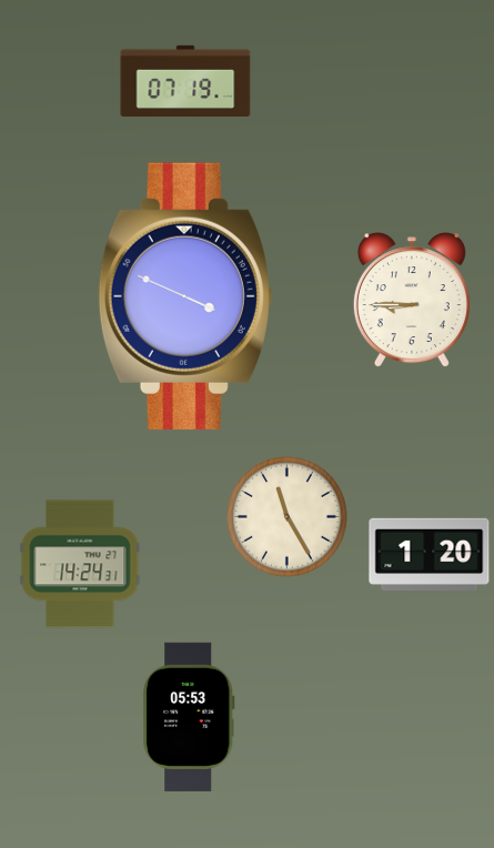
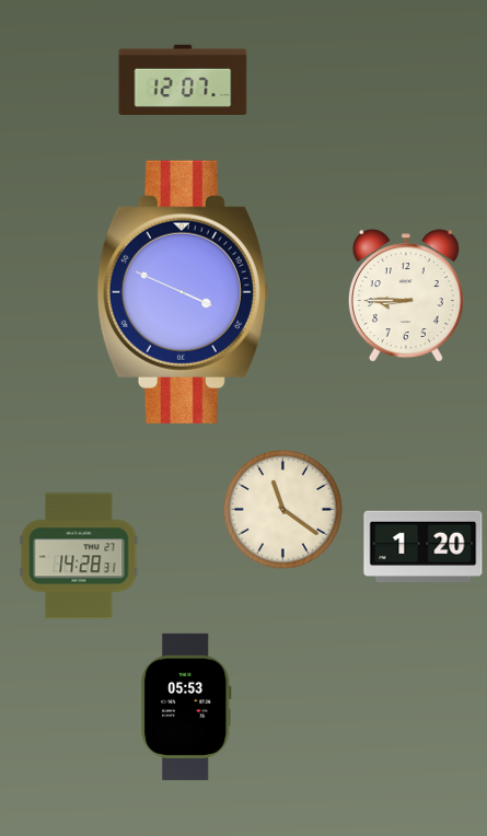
clock at (185, 80): 07:19 -> 12:07
clock at (288, 517): 11:25 -> 11:21
clock at (80, 564): 14:24 -> 14:28
